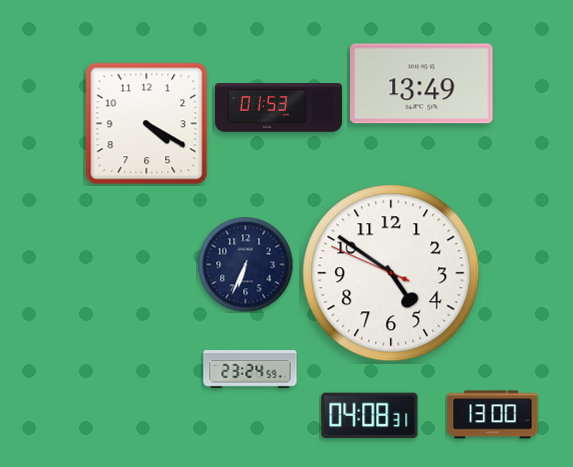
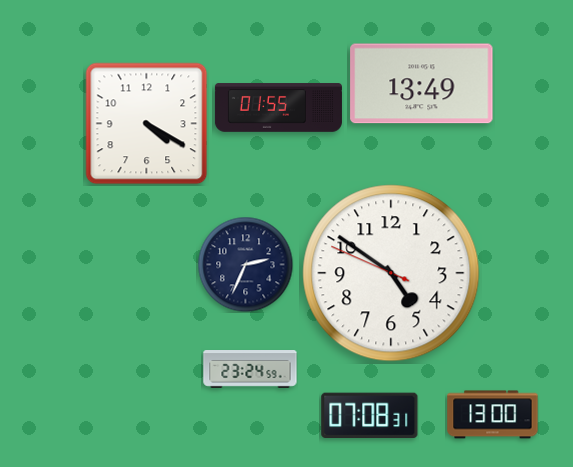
clock at (278, 108): 01:53 -> 01:55
clock at (245, 264): 6:34 -> 2:34
clock at (370, 416): 04:08 -> 07:08
